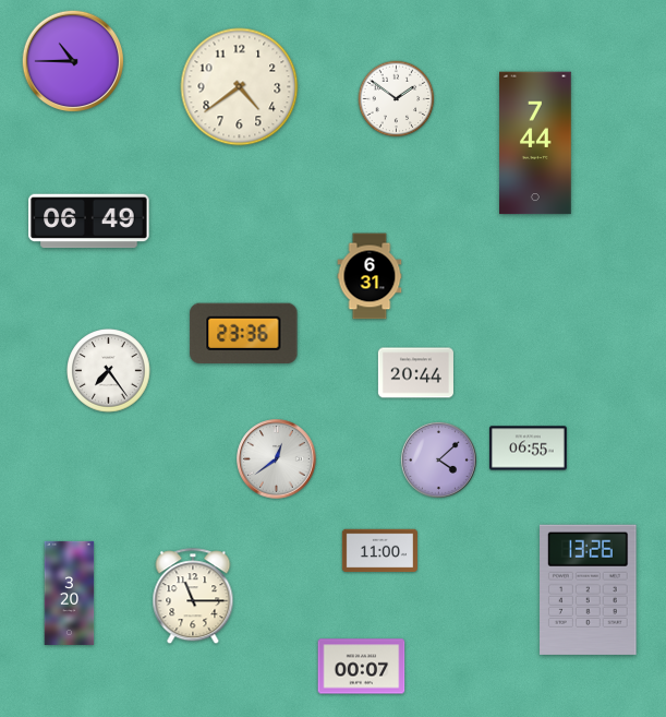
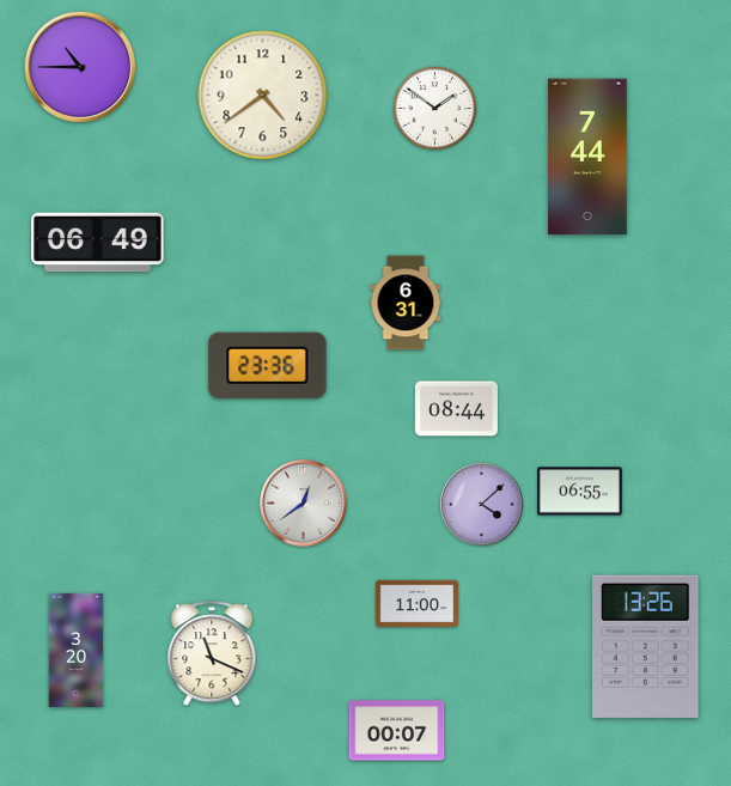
clock at (109, 371): 7:24 -> none
clock at (415, 373): 20:44 -> 08:44
clock at (193, 597): 11:15 -> 11:19
